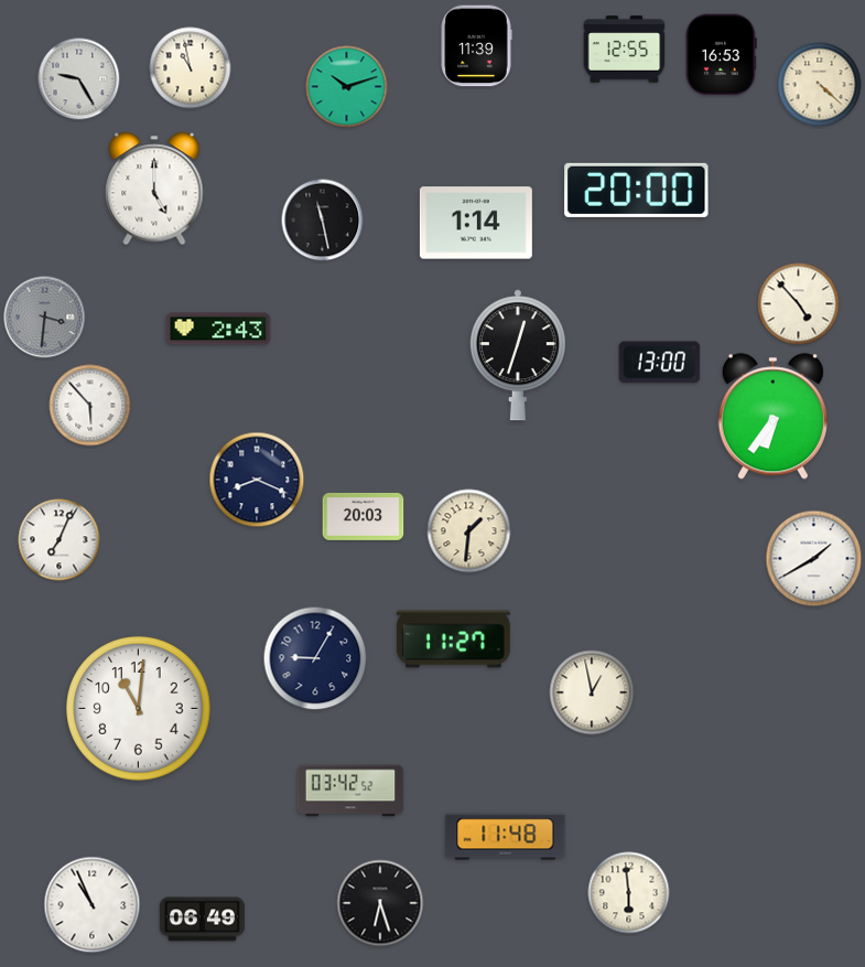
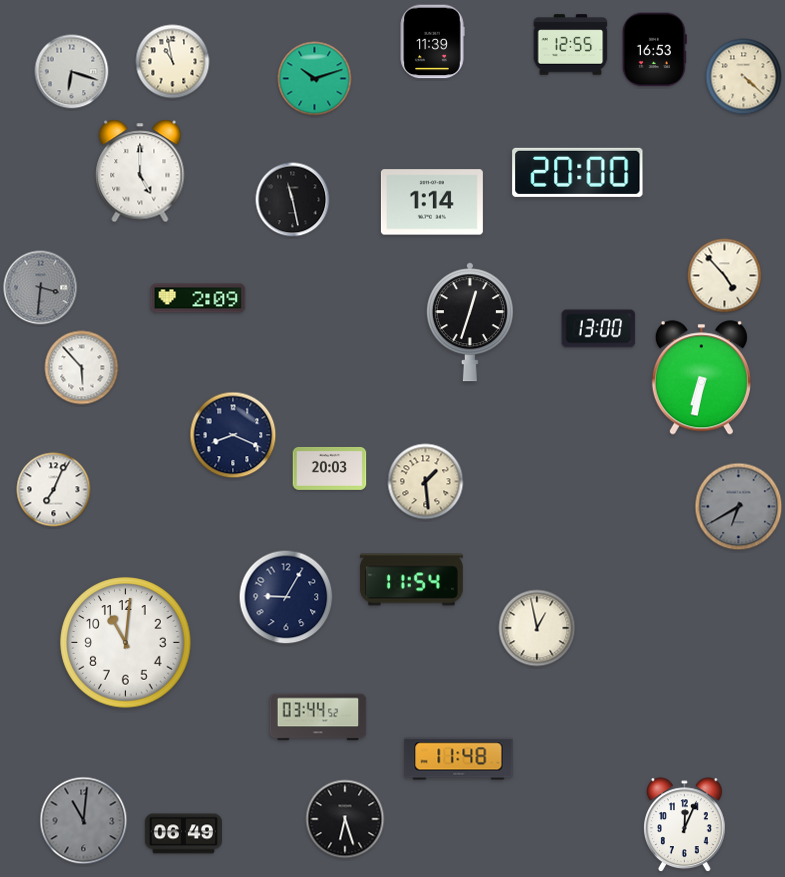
clock at (625, 50) position: (625, 50) -> (571, 45)
clock at (79, 79): 9:25 -> 6:18
clock at (218, 329): 2:43 -> 2:09
clock at (772, 417): 6:36 -> 6:32
clock at (469, 531): 1:31 -> 1:29
clock at (814, 559): 1:40 -> 6:40
clock at (814, 559) dial: white -> grey
clock at (453, 640): 11:27 -> 11:54
clock at (350, 791): 03:42 -> 03:44
clock at (629, 893): 5:59 -> none
clock at (93, 905): 10:56 -> 11:01
clock at (93, 905) dial: white -> grey
clock at (685, 825): none -> 12:04
